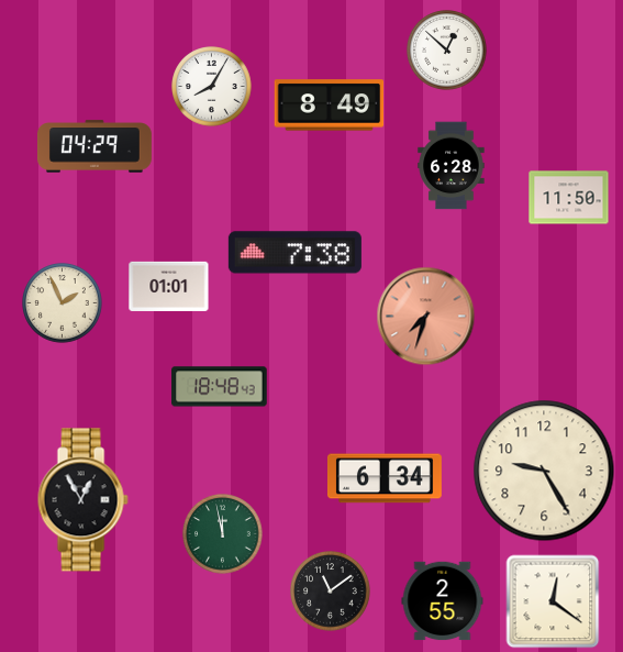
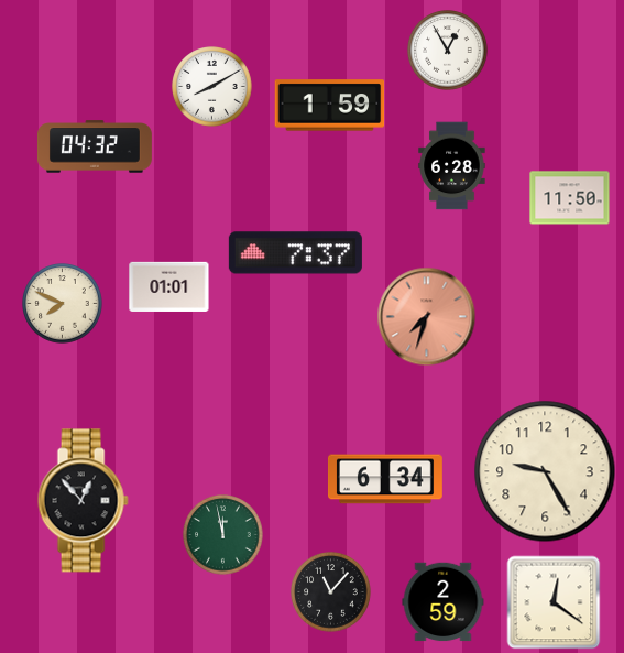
clock at (447, 51): 12:52 -> 12:55
clock at (212, 87): 8:05 -> 8:10
clock at (330, 106): 8:49 -> 1:59
clock at (94, 146): 04:29 -> 04:32
clock at (294, 253): 7:38 -> 7:37
clock at (63, 303): 1:56 -> 7:49
clock at (220, 387): 18:48 -> none
clock at (82, 500): 12:55 -> 12:53
clock at (331, 592): 11:09 -> 11:07
clock at (443, 601): 2:55 -> 2:59
